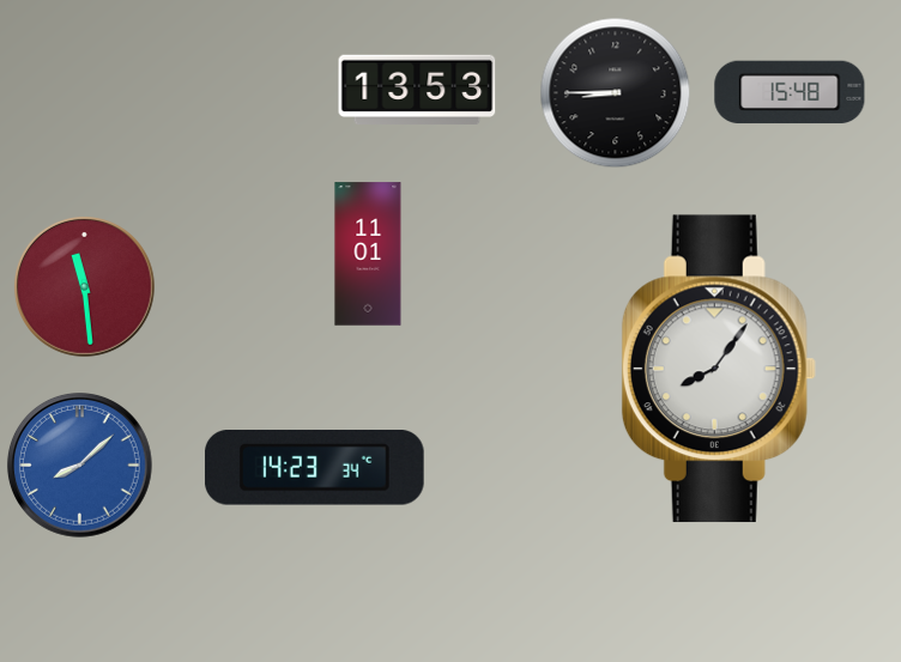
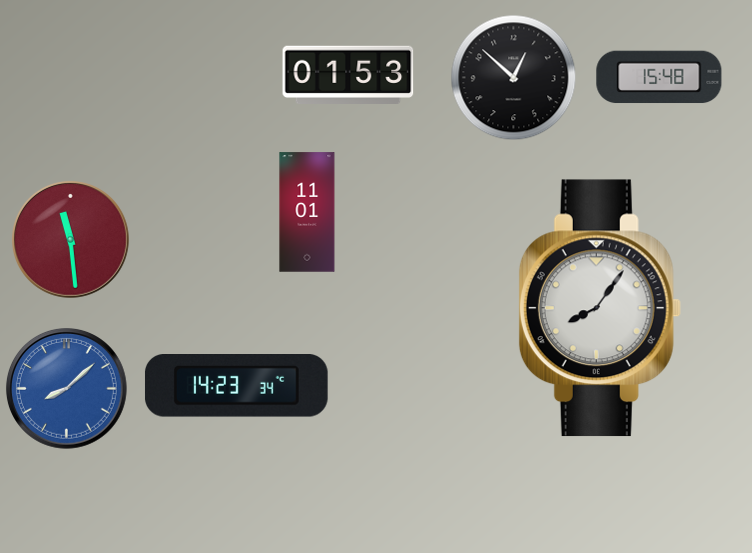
clock at (417, 89): 13:53 -> 01:53
clock at (616, 93): 8:45 -> 12:52
clock at (314, 468) position: (314, 468) -> (236, 386)
